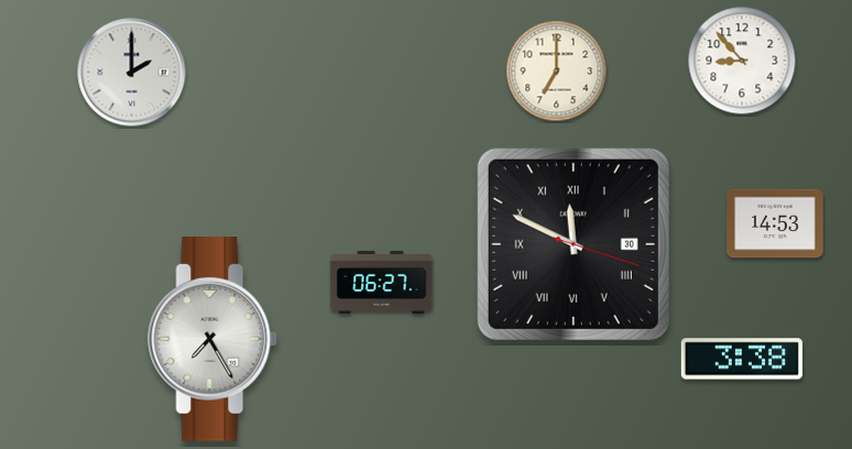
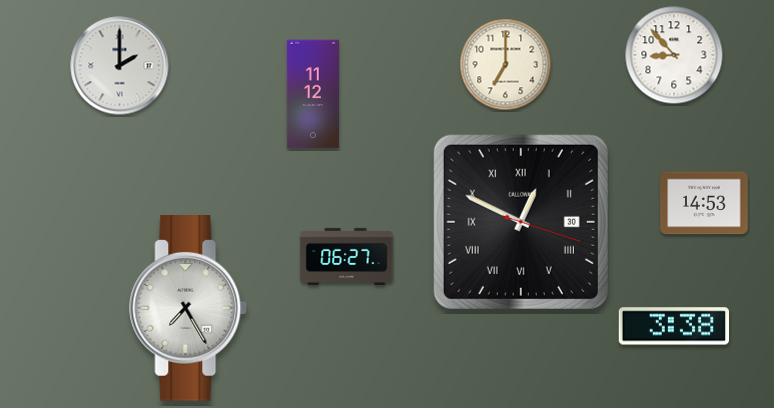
clock at (313, 94): none -> 11:12
clock at (574, 244): 11:49 -> 12:49
clock at (214, 340) position: (214, 340) -> (189, 309)
